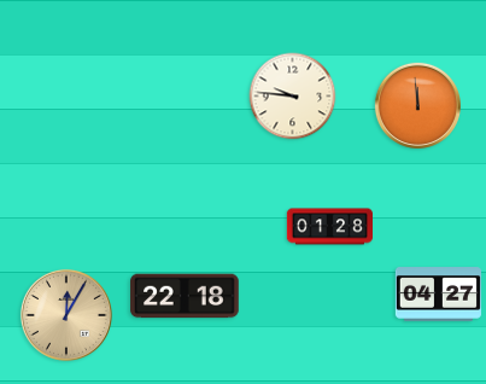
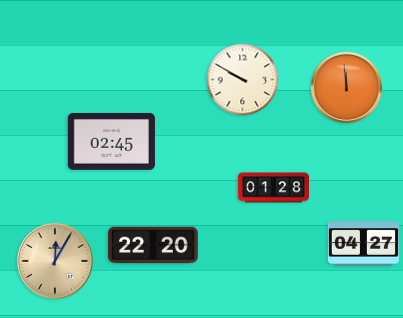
clock at (293, 97): 9:46 -> 9:50
clock at (111, 141): none -> 02:45
clock at (185, 296): 22:18 -> 22:20
